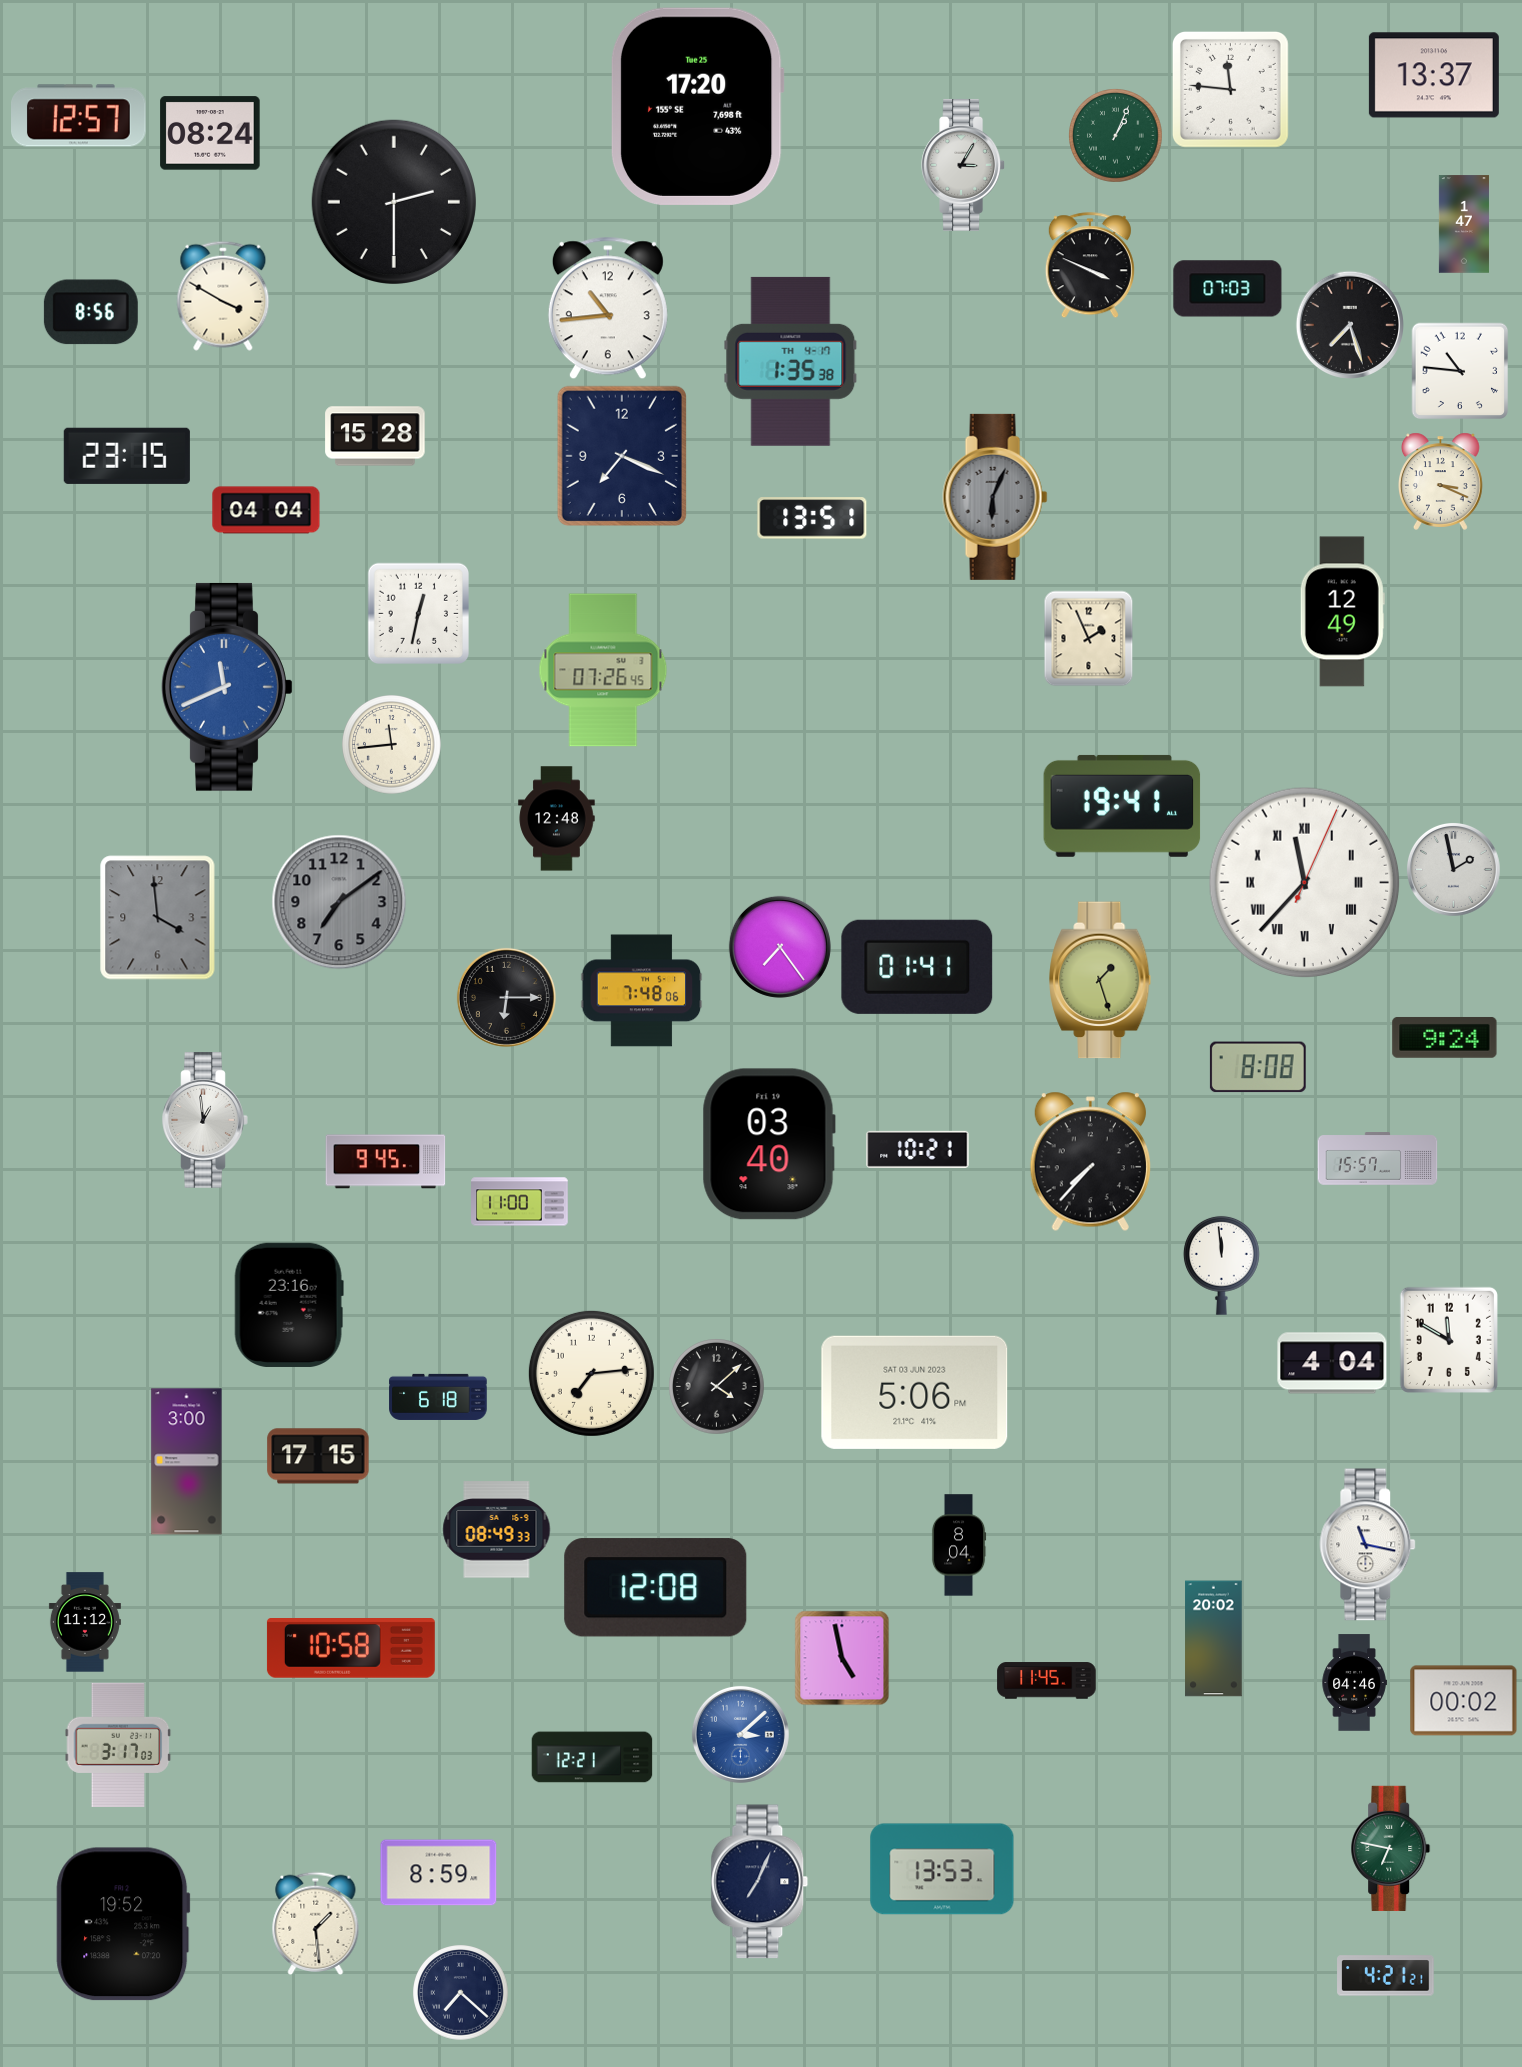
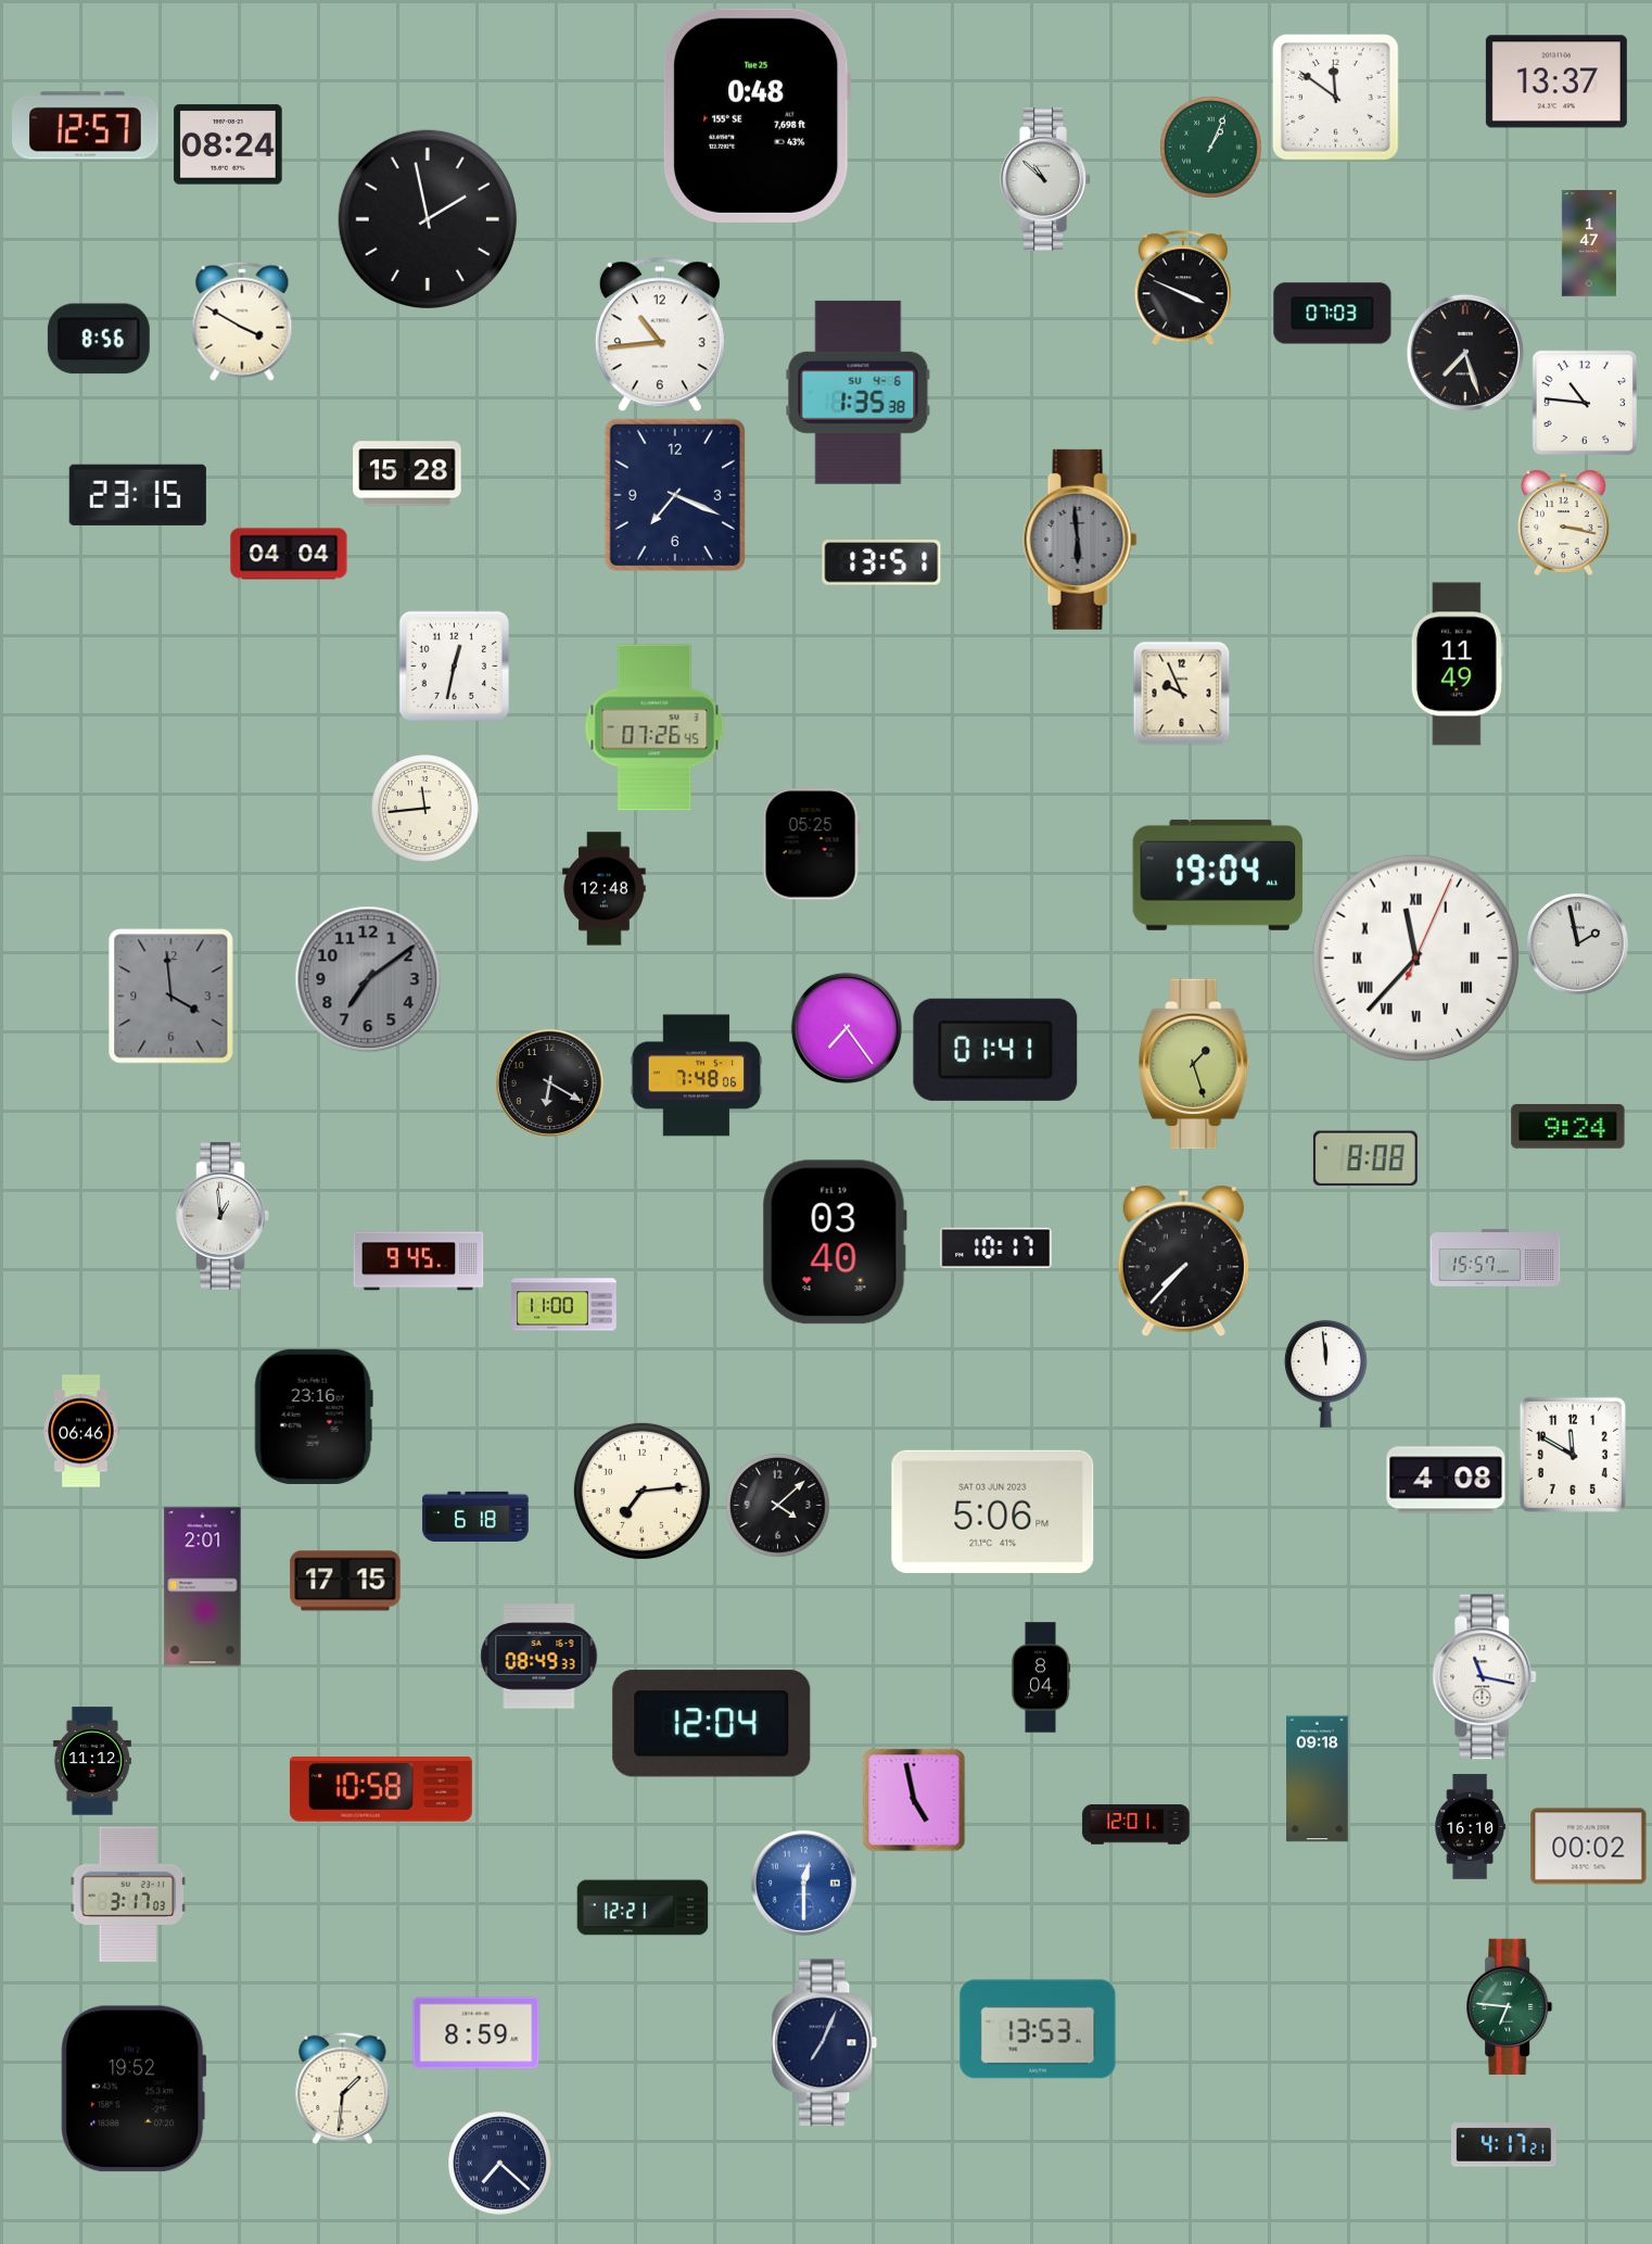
clock at (1230, 89): 11:46 -> 11:51
clock at (697, 106): 17:20 -> 0:48
clock at (963, 165): 3:05 -> 10:52
clock at (394, 202): 2:30 -> 1:58
clock at (791, 361) date: TH 4-17 -> SU 4-6
clock at (1441, 481): 3:19 -> 3:17
clock at (995, 497): 6:04 -> 5:59
clock at (1342, 612): 12:49 -> 11:49
clock at (1089, 639): 1:56 -> 9:56
clock at (227, 687): 11:41 -> none
clock at (811, 845): none -> 05:25
clock at (1122, 806): 19:41 -> 19:04
clock at (506, 997): 6:15 -> 6:20
clock at (918, 1149): 10:21 -> 10:17
clock at (81, 1431): none -> 06:46
clock at (1332, 1363): 4:04 -> 4:08
clock at (187, 1462): 3:00 -> 2:01
clock at (497, 1530) position: (497, 1530) -> (539, 1657)
clock at (656, 1588): 12:08 -> 12:04
clock at (1214, 1639): 20:02 -> 09:18
clock at (1047, 1681): 11:45 -> 12:01
clock at (1354, 1683): 04:46 -> 16:10
clock at (740, 1734): 3:08 -> 12:30
clock at (1391, 1848): 6:47 -> 6:46
clock at (942, 1869) position: (942, 1869) -> (1038, 2029)
clock at (316, 1924): 1:29 -> 1:31
clock at (1386, 1976): 4:21 -> 4:17
